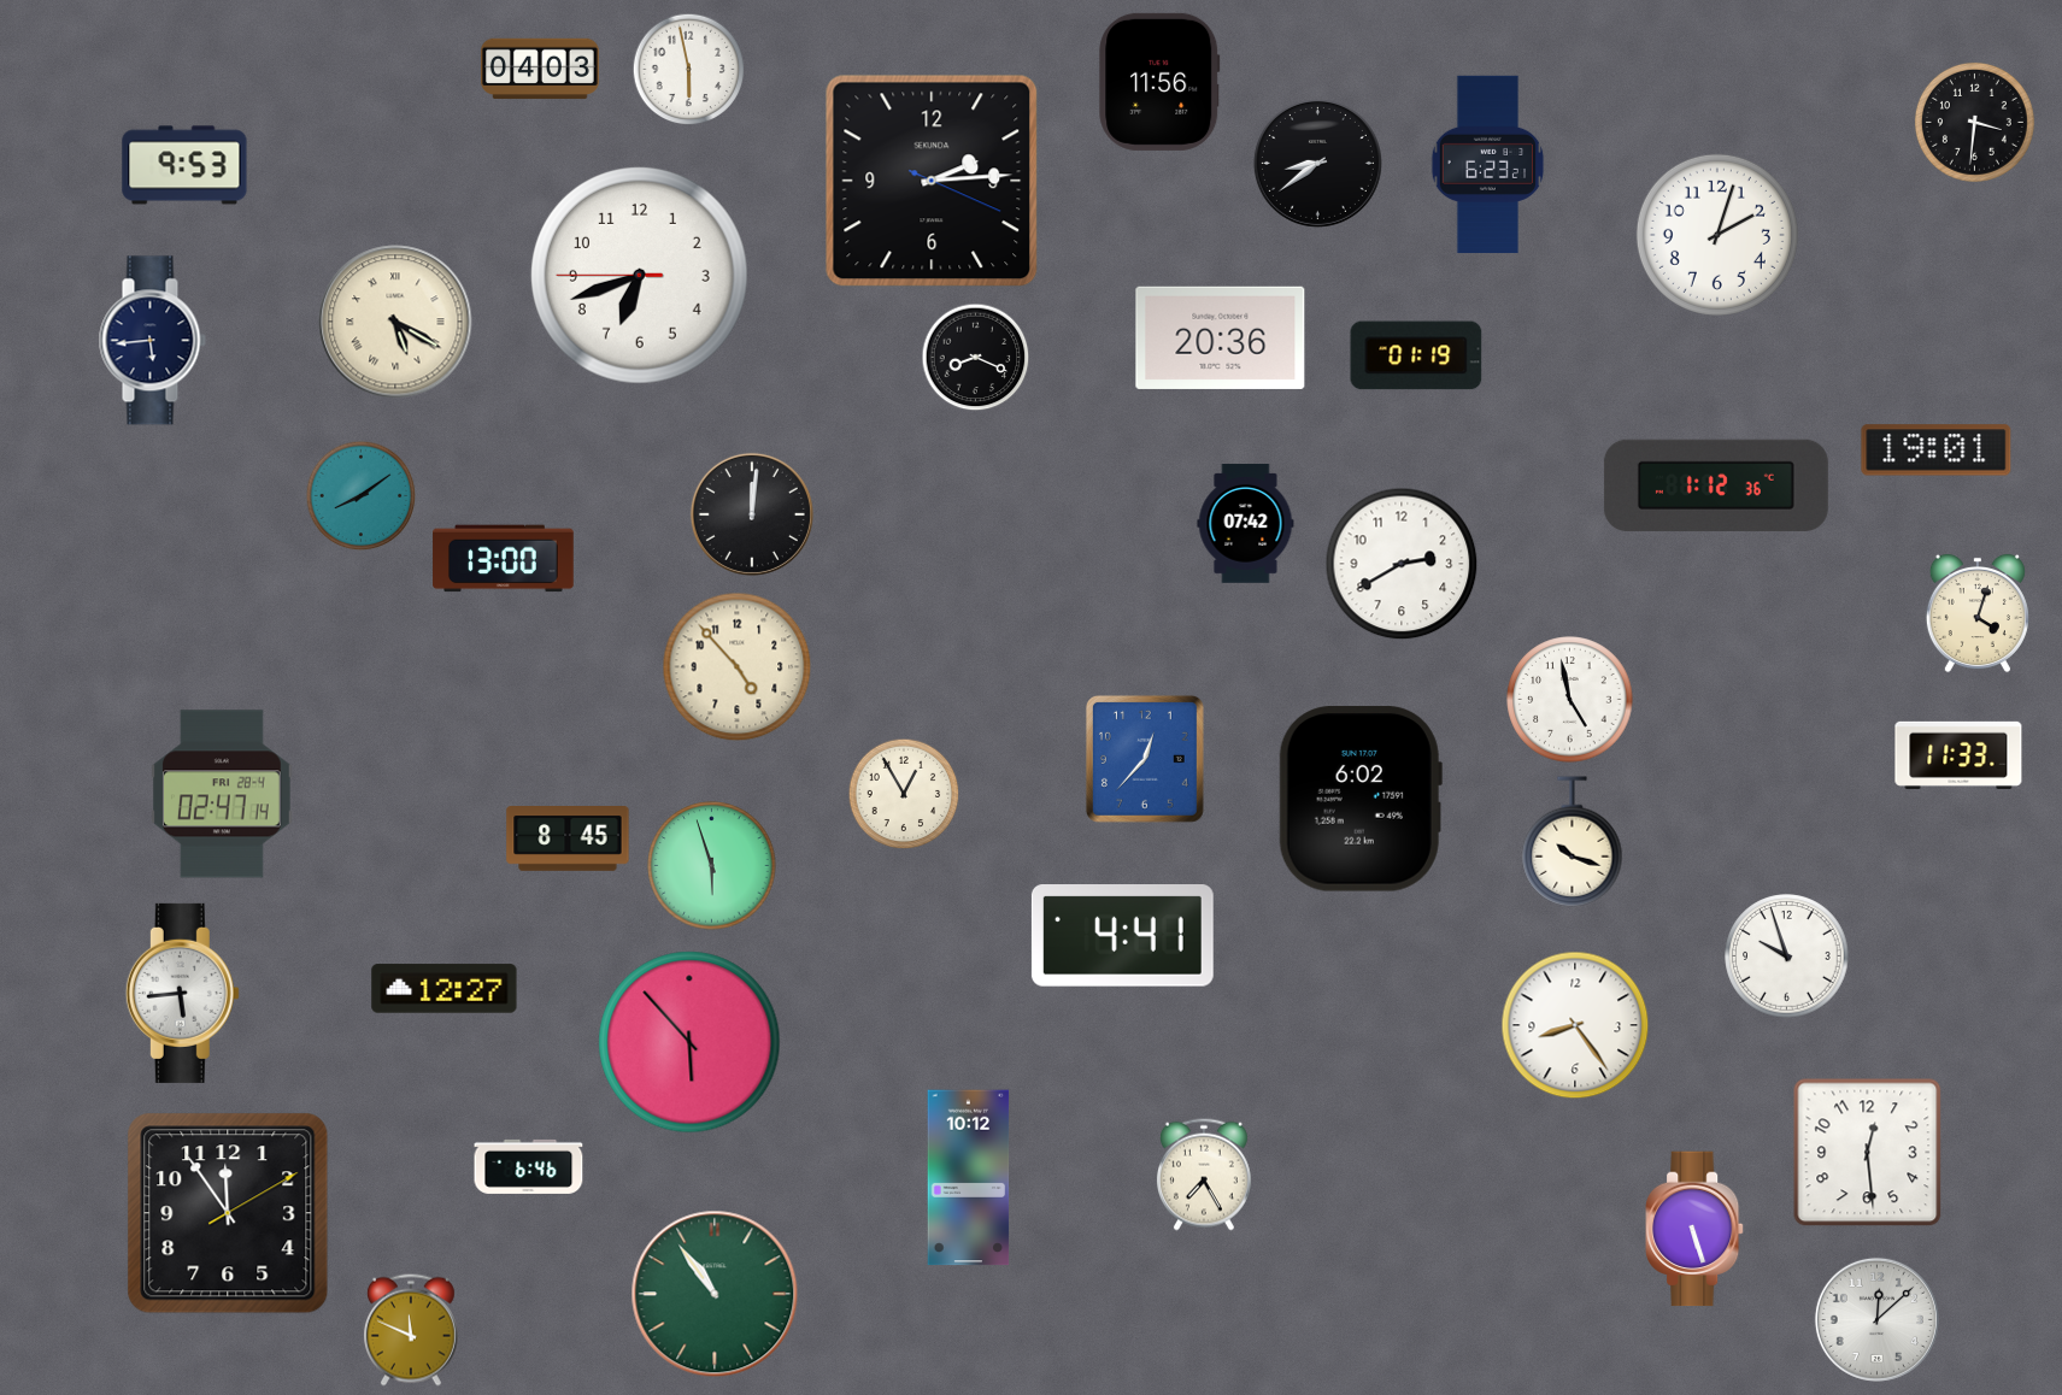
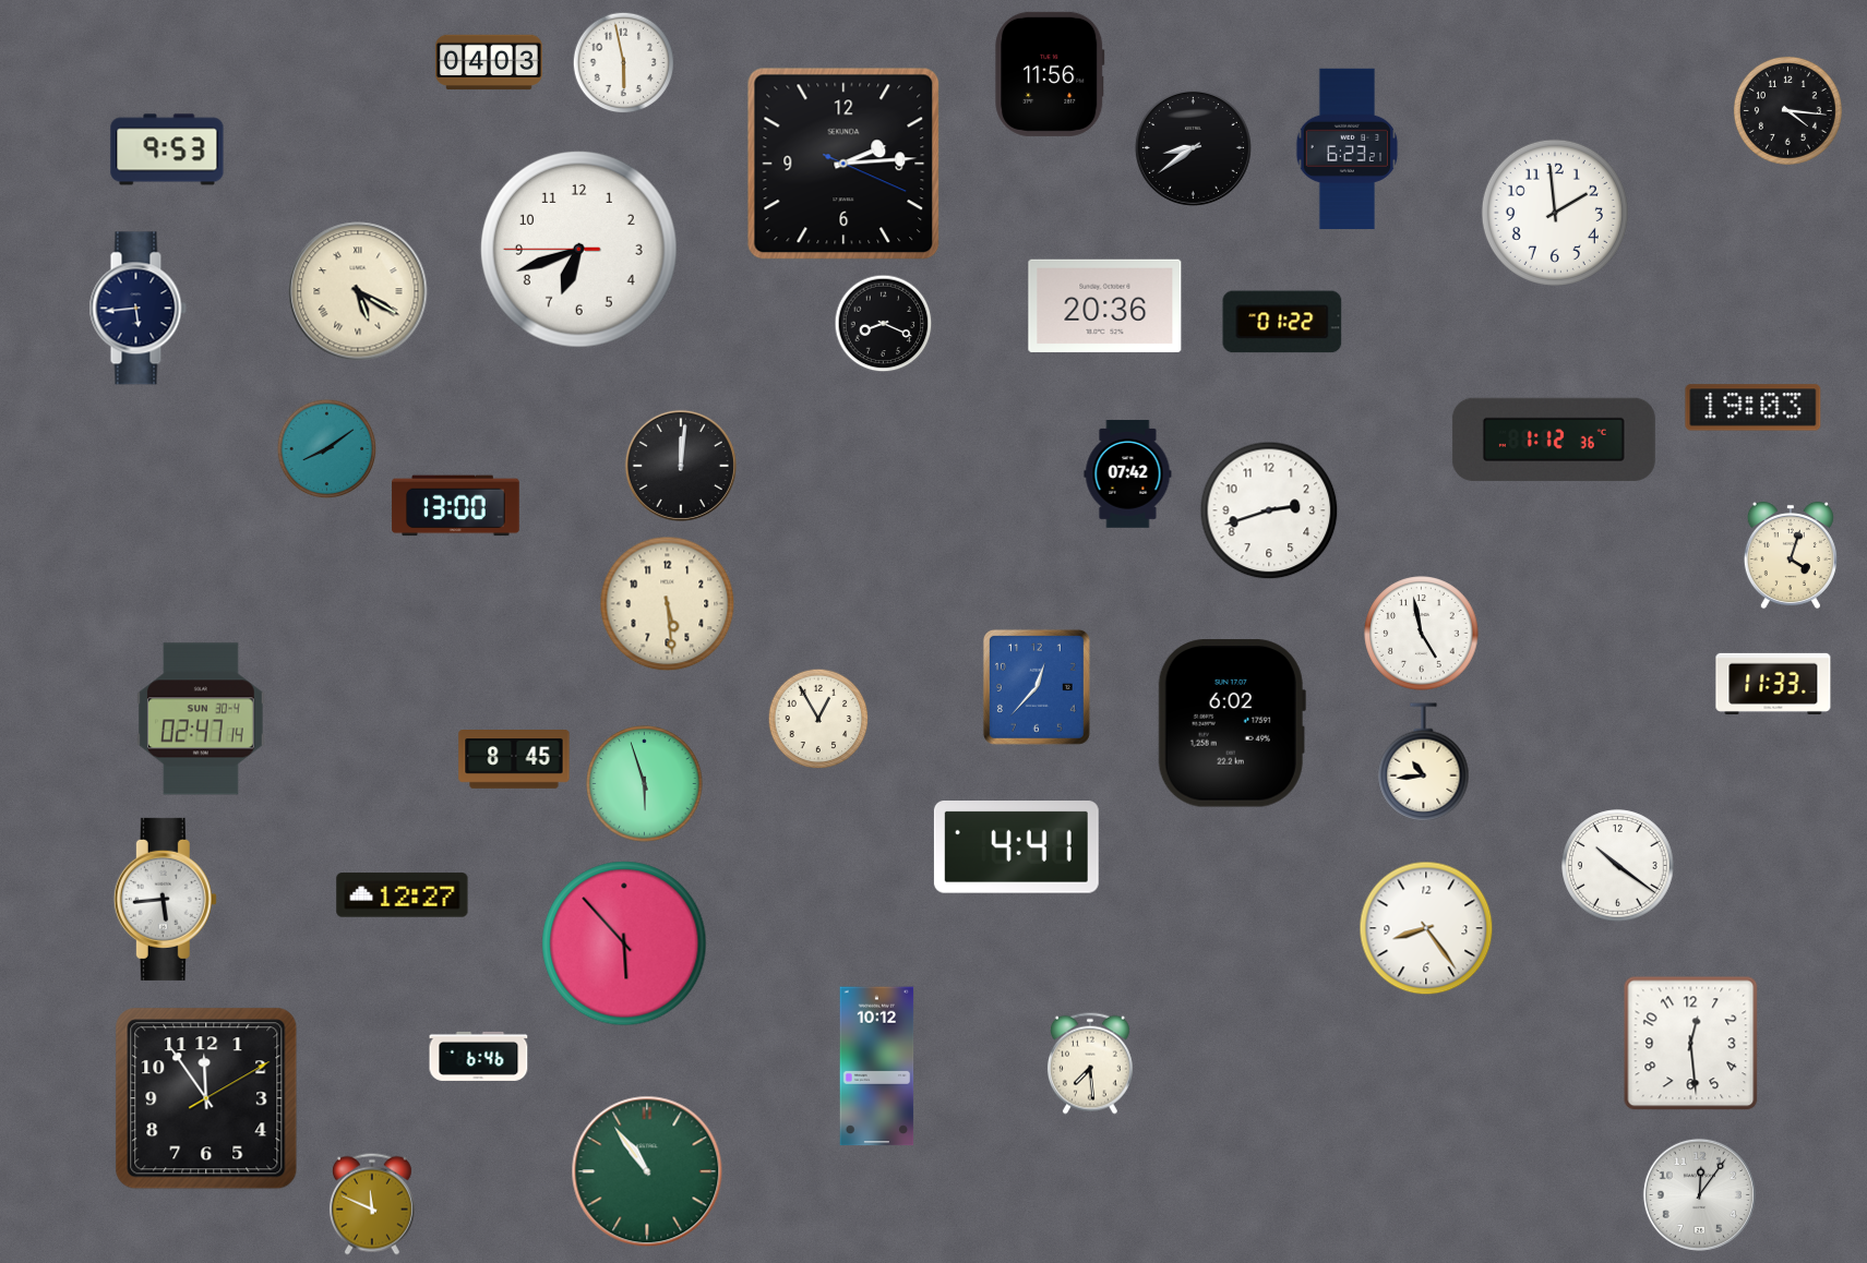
clock at (1974, 122): 3:31 -> 4:16
clock at (1717, 235): 2:03 -> 1:59
clock at (1416, 355): 01:19 -> 01:22
clock at (1937, 451): 19:01 -> 19:03
clock at (1402, 564): 2:40 -> 2:42
clock at (738, 667): 4:53 -> 5:29
clock at (223, 794) date: FRI 28-4 -> SUN 30-4
clock at (1573, 842): 10:18 -> 10:44
clock at (1787, 957): 9:57 -> 10:21
clock at (1204, 1175): 7:25 -> 7:29
clock at (1696, 1229): 5:27 -> none
clock at (1876, 1319): 12:08 -> 12:06
